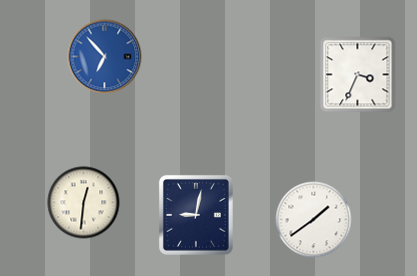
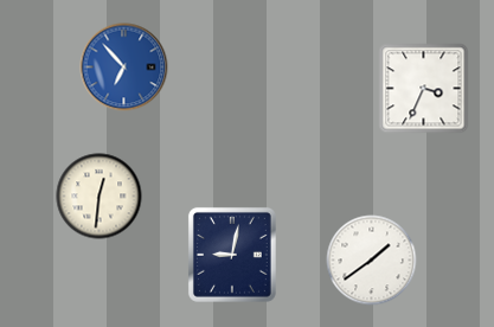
clock at (84, 203) position: (84, 203) -> (100, 197)
